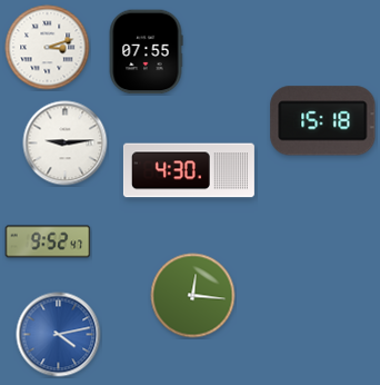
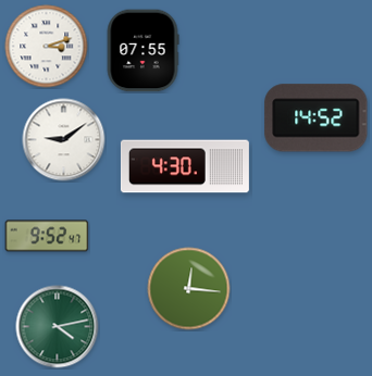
clock at (323, 121): 15:18 -> 14:52
clock at (66, 144): 9:14 -> 9:09
clock at (59, 335) dial: blue -> green
